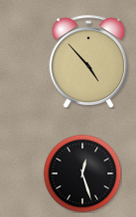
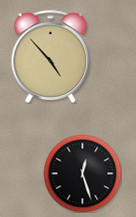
clock at (89, 61) position: (89, 61) -> (51, 56)
